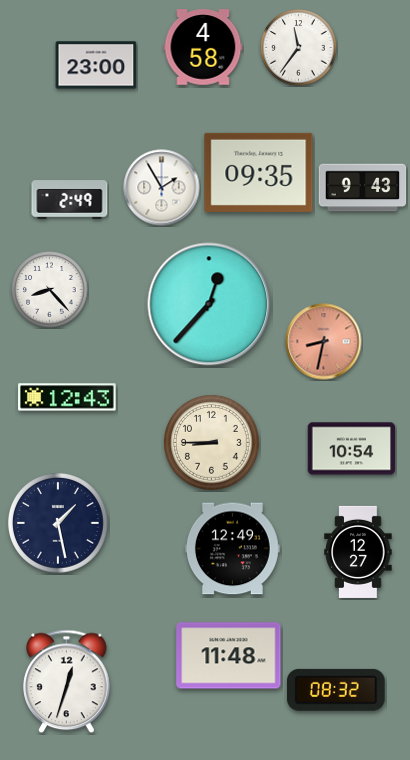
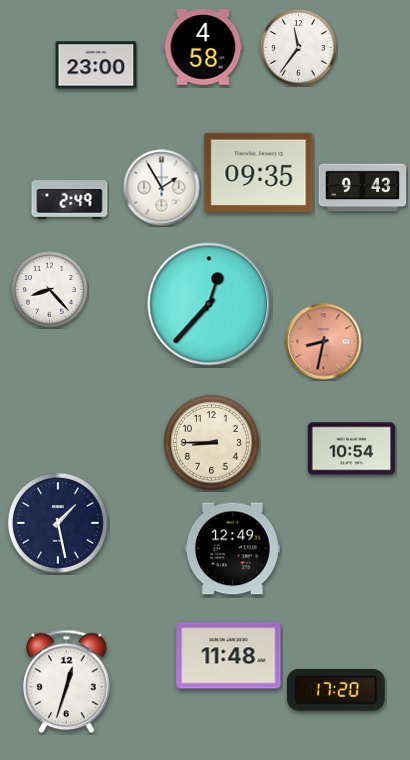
clock at (67, 397): 12:43 -> none
clock at (358, 552): 12:27 -> none
clock at (336, 690): 08:32 -> 17:20
